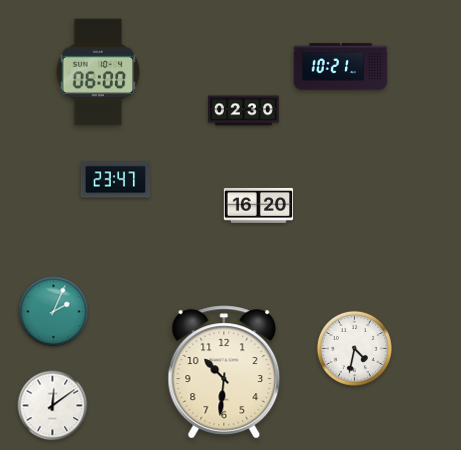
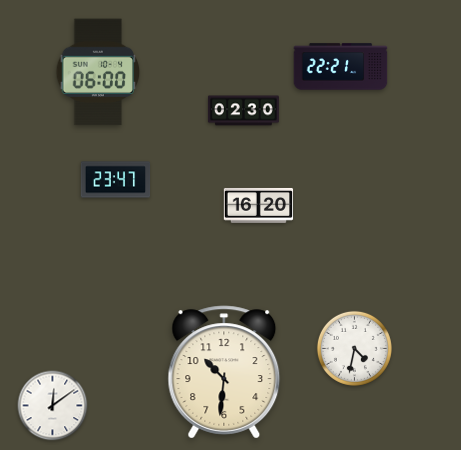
clock at (341, 67): 10:21 -> 22:21
clock at (54, 312): 2:04 -> none
